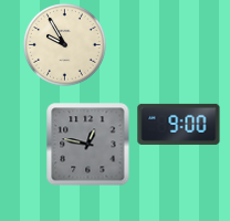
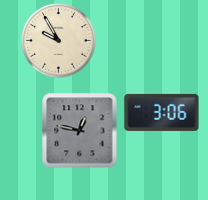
clock at (179, 124): 9:00 -> 3:06
